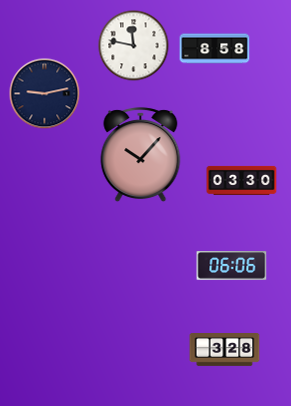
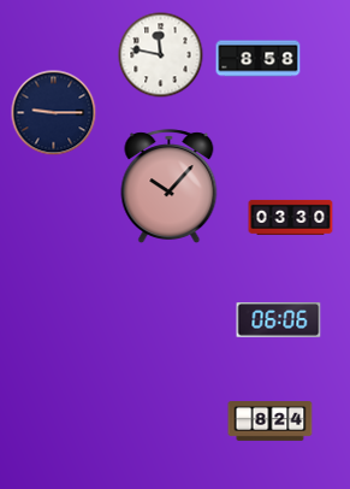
clock at (45, 94): 9:13 -> 9:15
clock at (225, 350): 3:28 -> 8:24
